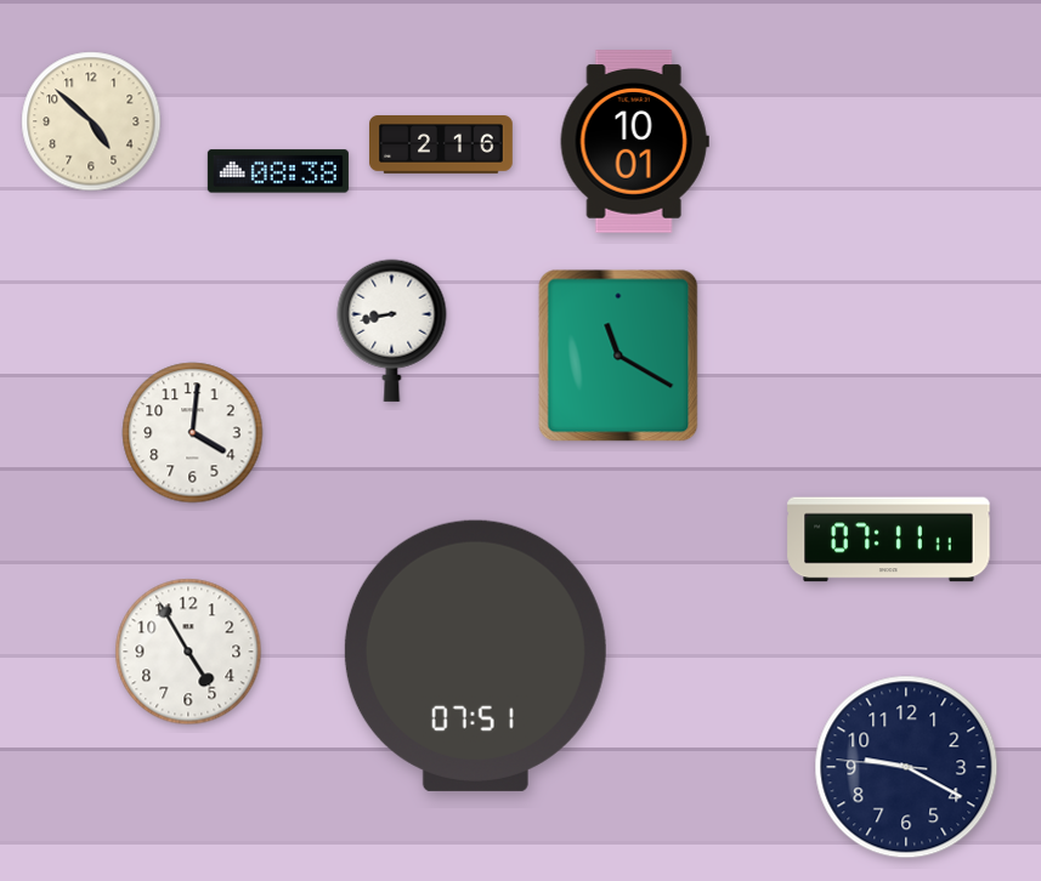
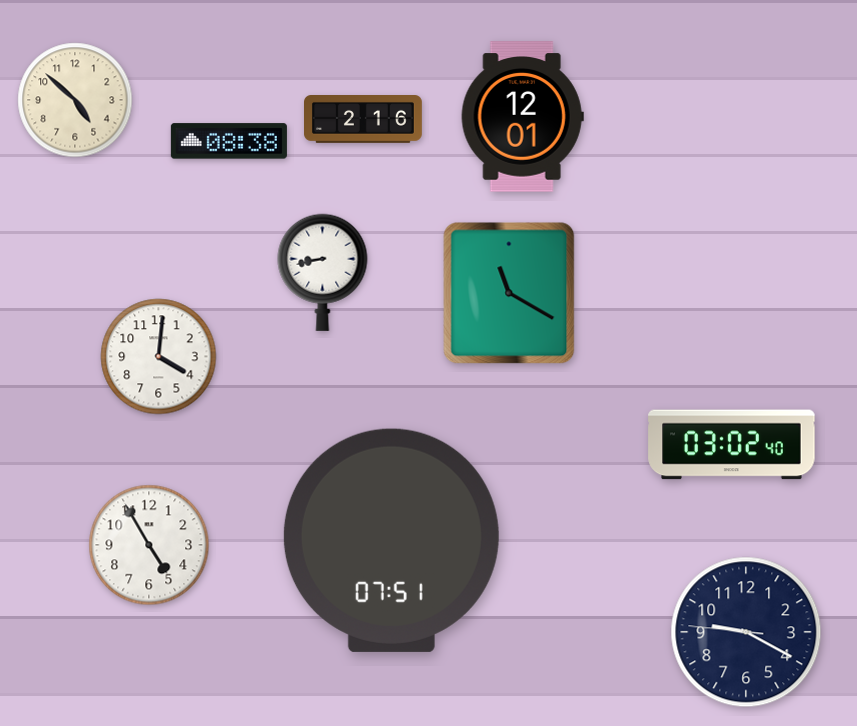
clock at (634, 142): 10:01 -> 12:01
clock at (889, 540): 07:11 -> 03:02
clock at (188, 652) position: (188, 652) -> (149, 545)
